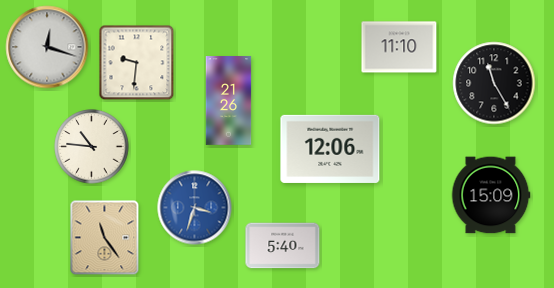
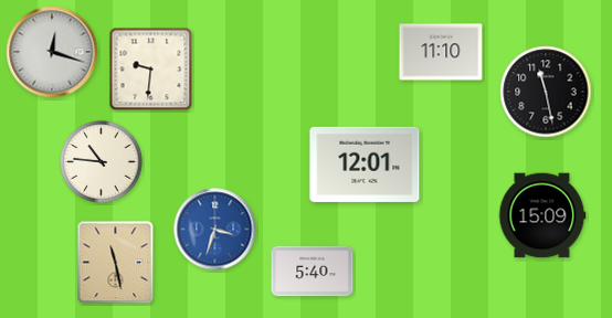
clock at (494, 83): 11:25 -> 11:28
clock at (229, 101): 21:26 -> none
clock at (330, 149): 12:06 -> 12:01
clock at (105, 238): 11:24 -> 11:28
